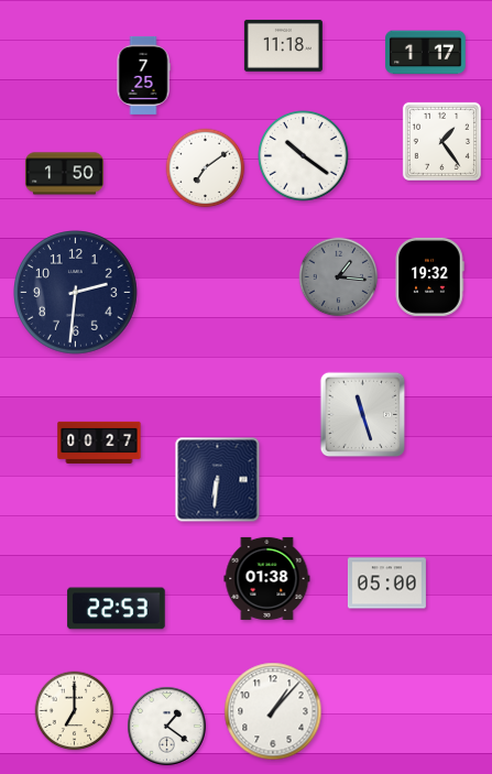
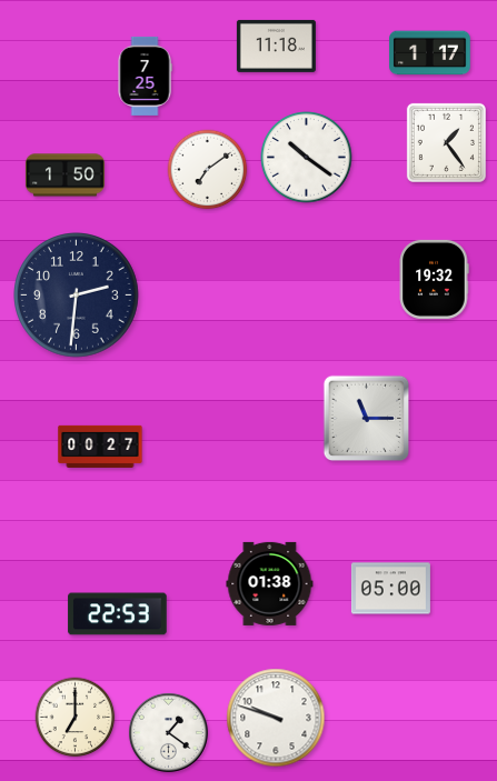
clock at (283, 45) position: (283, 45) -> (276, 46)
clock at (339, 277): 1:16 -> none
clock at (363, 415): 11:27 -> 11:15
clock at (218, 480): 6:31 -> none
clock at (273, 711): 1:07 -> 9:48
